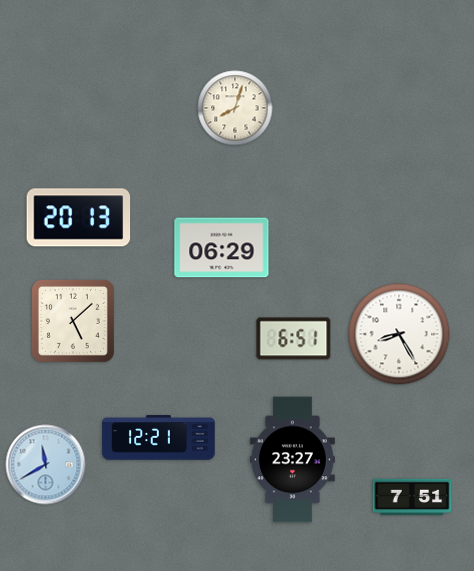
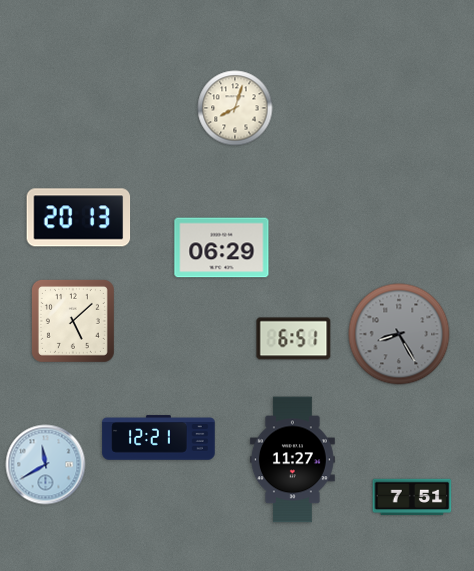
clock at (399, 334) dial: white -> grey
clock at (292, 460): 23:27 -> 11:27
